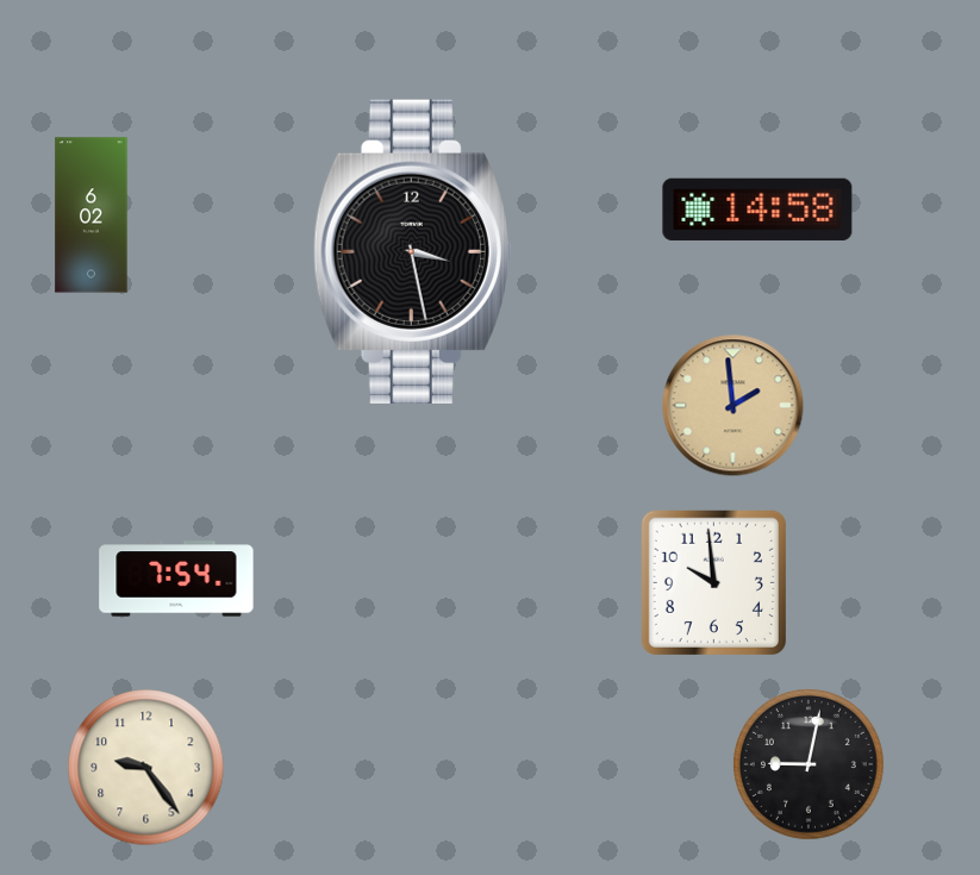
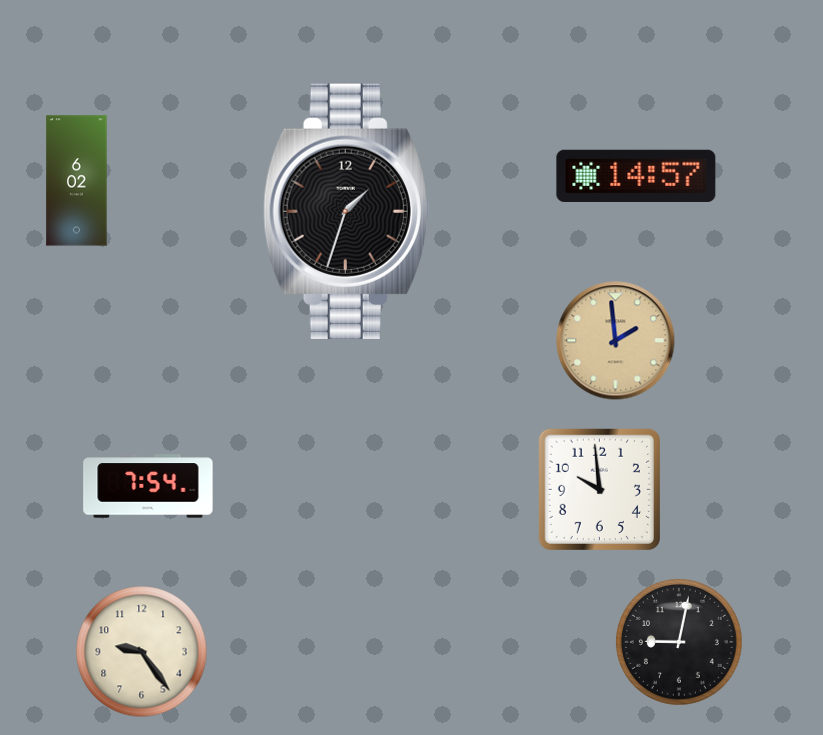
clock at (757, 208): 14:58 -> 14:57
clock at (412, 251): 3:28 -> 1:33
clock at (146, 768) position: (146, 768) -> (142, 652)
